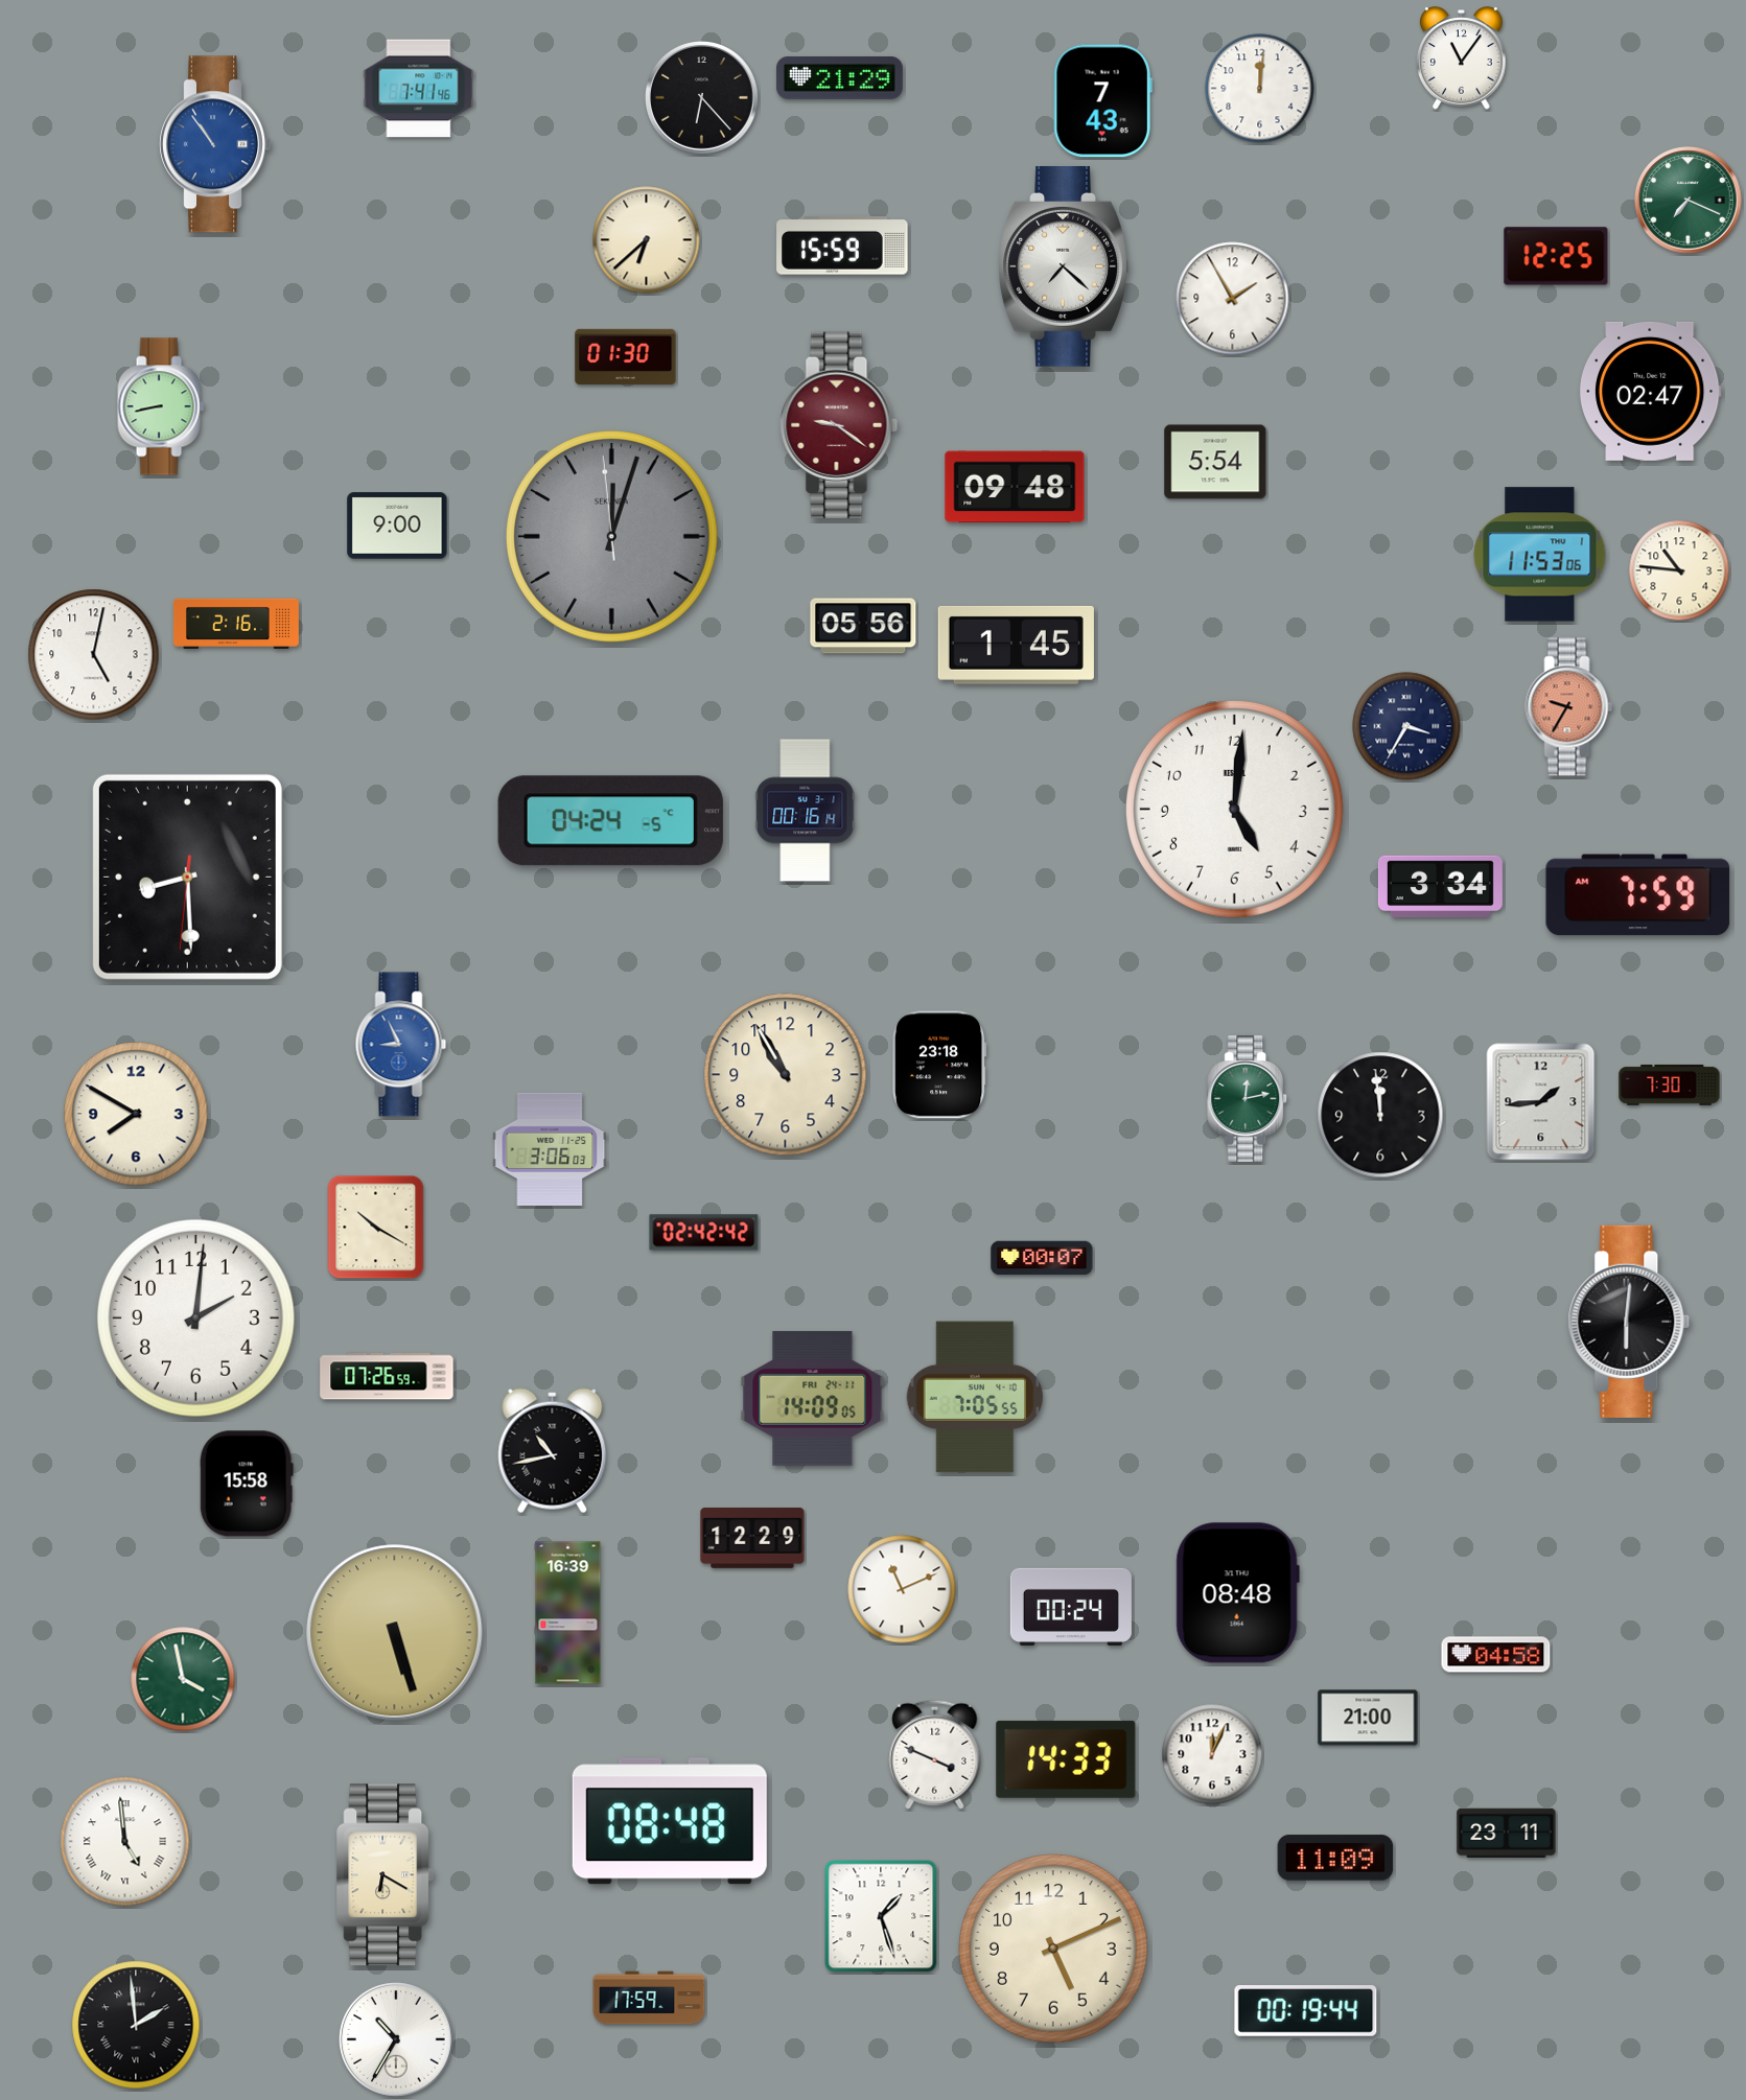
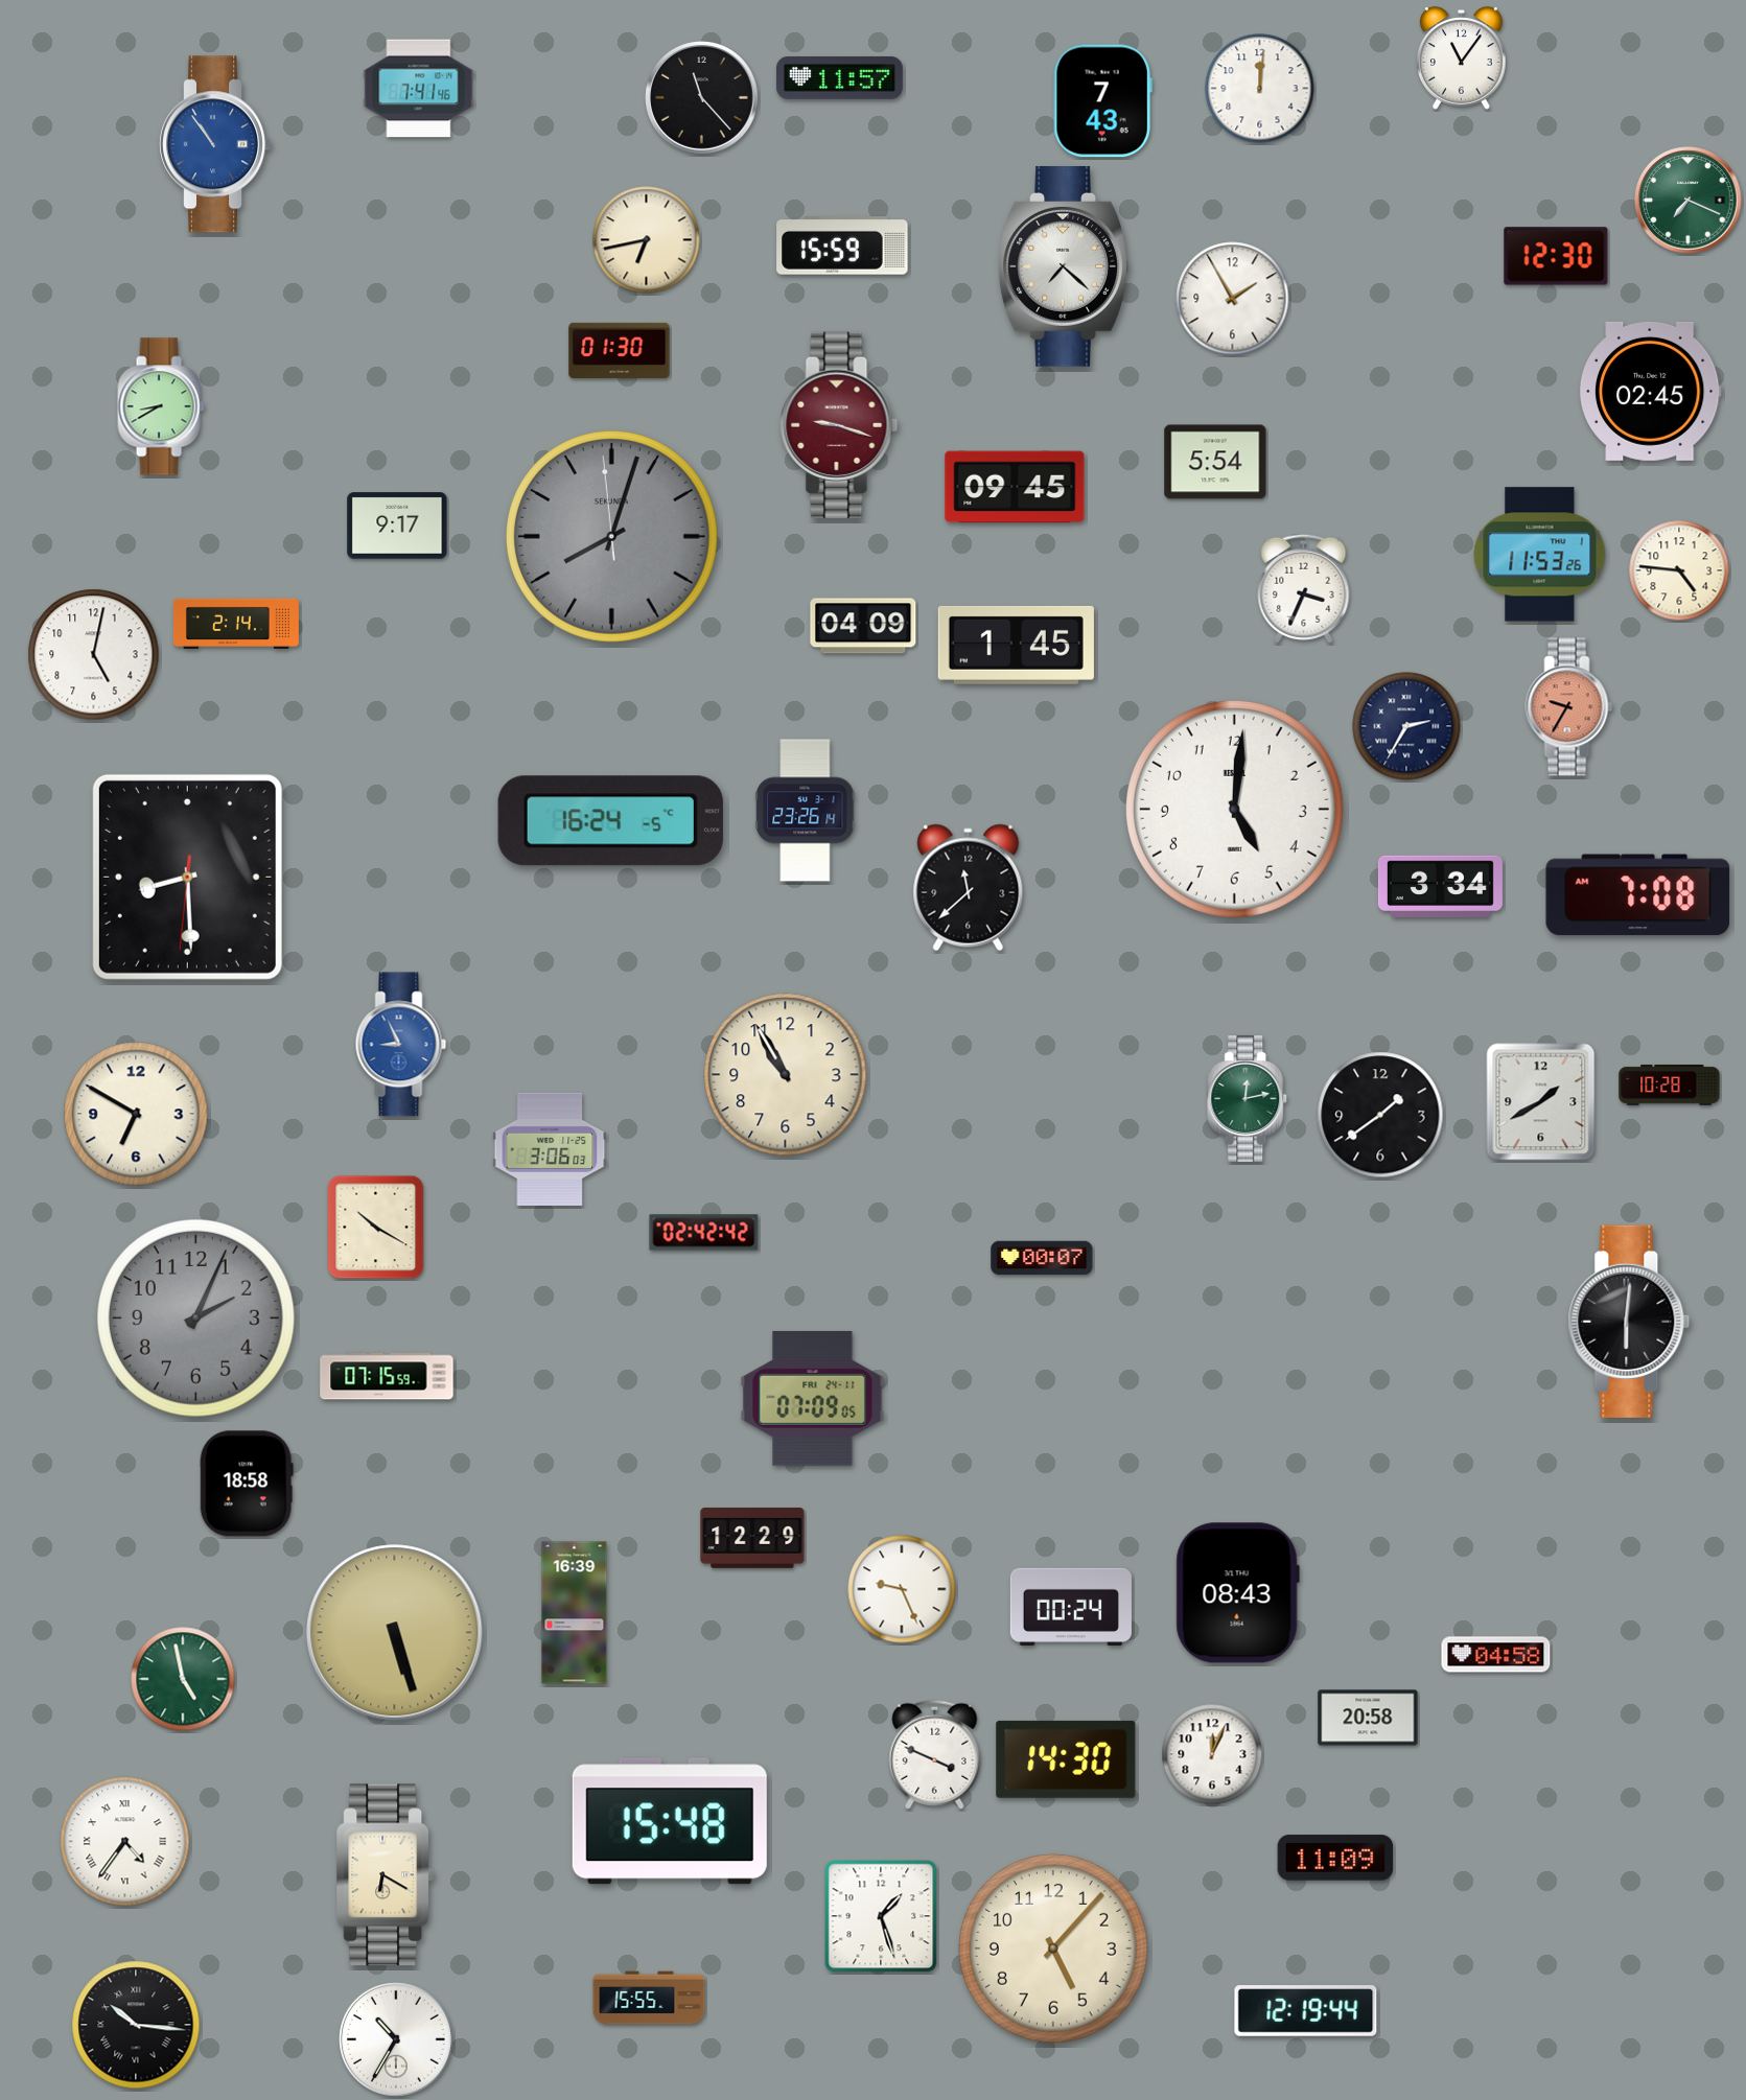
clock at (839, 77): 21:29 -> 11:57
clock at (702, 98): 6:23 -> 11:23
clock at (647, 240): 6:38 -> 6:43
clock at (1556, 256): 12:25 -> 12:30
clock at (626, 356) position: (626, 356) -> (620, 350)
clock at (1650, 391): 02:47 -> 02:45
clock at (161, 406): 8:43 -> 8:40
clock at (839, 425): 9:21 -> 9:18
clock at (1015, 487): 09:48 -> 09:45
clock at (397, 526): 9:00 -> 9:17
clock at (611, 536): 12:02 -> 8:02
clock at (1540, 555): 11:53:06 -> 11:53:26
clock at (1679, 570): 10:46 -> 4:46
clock at (1304, 588): none -> 3:34
clock at (236, 624): 2:16 -> 2:14
clock at (863, 626): 05:56 -> 04:09
clock at (1406, 726): 3:35 -> 2:35
clock at (806, 811): 00:16 -> 23:26
clock at (610, 821): 04:24 -> 16:24
clock at (969, 888): none -> 11:38
clock at (1638, 895): 7:59 -> 7:08
clock at (939, 1065): 23:18 -> none
clock at (1670, 1084): 7:30 -> 10:28
clock at (1541, 1102): 1:44 -> 1:40
clock at (136, 1114): 7:50 -> 6:50
clock at (1380, 1115): 11:59 -> 1:39
clock at (196, 1319): 2:01 -> 2:04
clock at (196, 1319) dial: white -> grey
clock at (387, 1376): 07:26 -> 07:15
clock at (975, 1397): 7:05 -> none
clock at (813, 1398): 14:09 -> 07:09
clock at (553, 1451): 10:43 -> none
clock at (247, 1484): 15:58 -> 18:58
clock at (902, 1589): 11:11 -> 9:26
clock at (1237, 1593): 08:48 -> 08:43
clock at (568, 1613) position: (568, 1613) -> (575, 1613)
clock at (183, 1679): 3:58 -> 4:58
clock at (1368, 1718): 21:00 -> 20:58
clock at (1066, 1759): 14:33 -> 14:30
clock at (670, 1821): 08:48 -> 15:48
clock at (1507, 1833): 23:11 -> none
clock at (125, 1842): 4:59 -> 4:36
clock at (1053, 1949): 5:11 -> 5:07
clock at (649, 1998): 17:59 -> 15:55
clock at (1306, 2011): 00:19 -> 12:19
clock at (136, 2025): 1:59 -> 10:16
